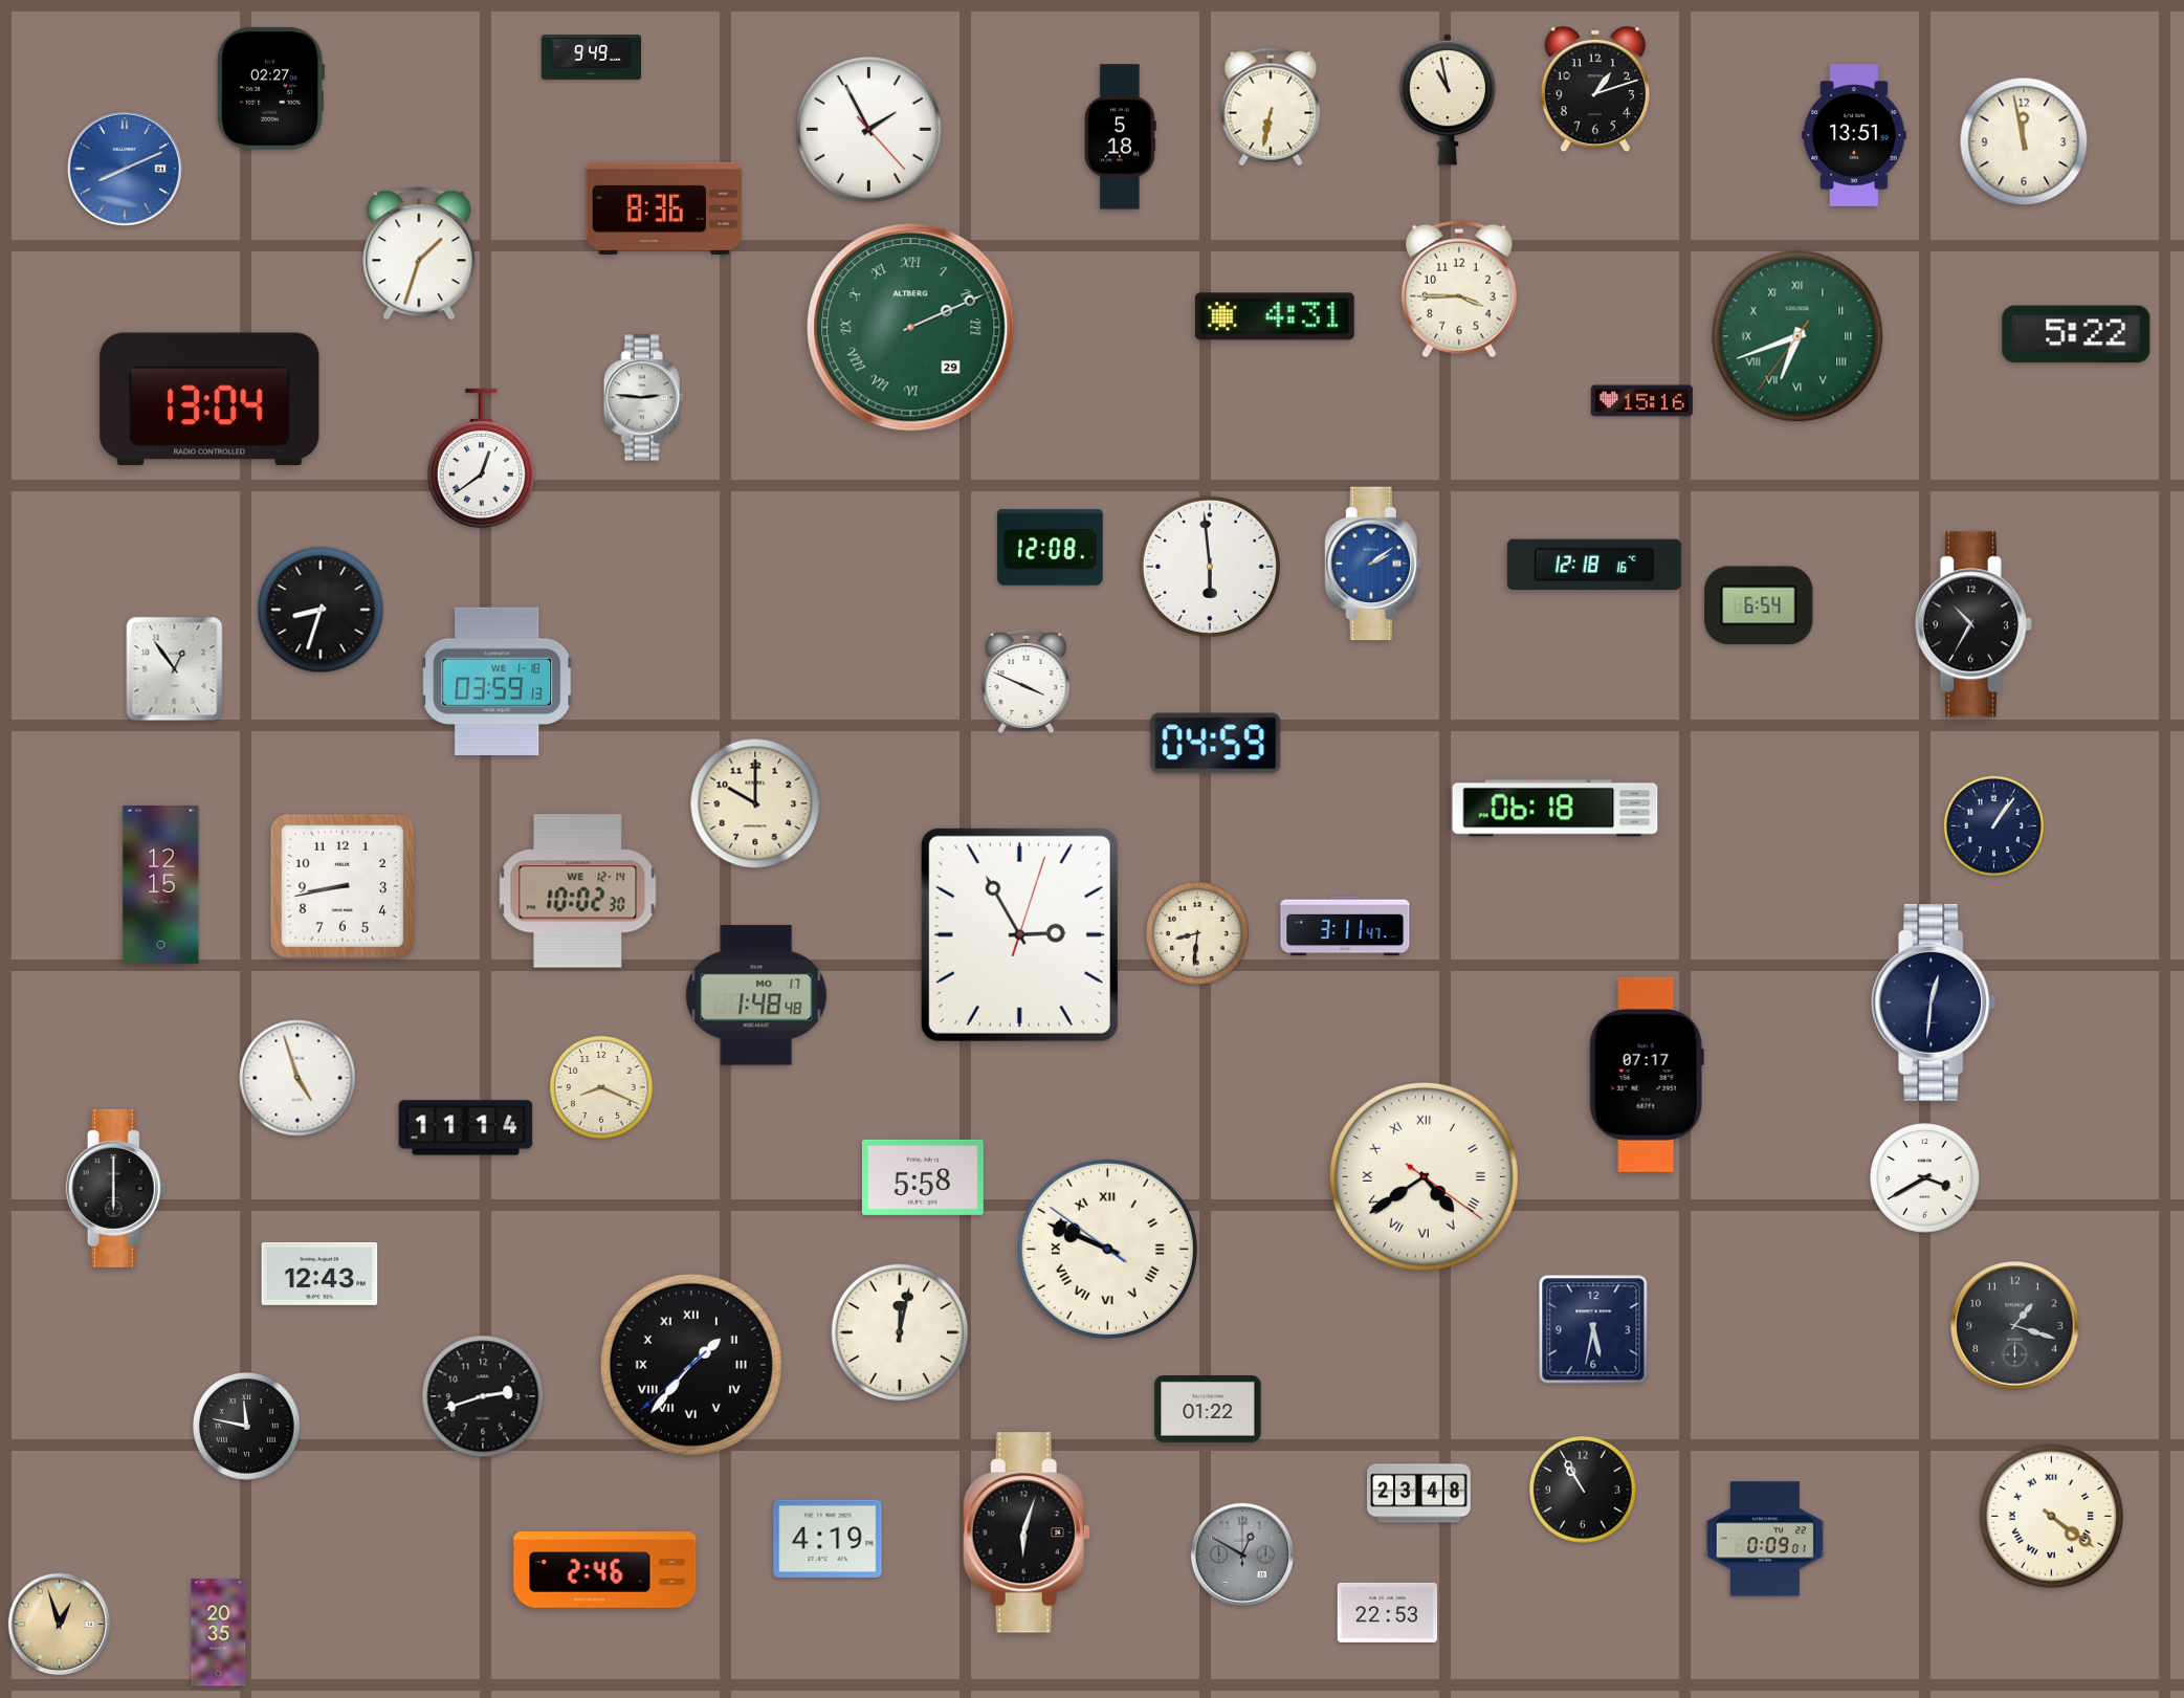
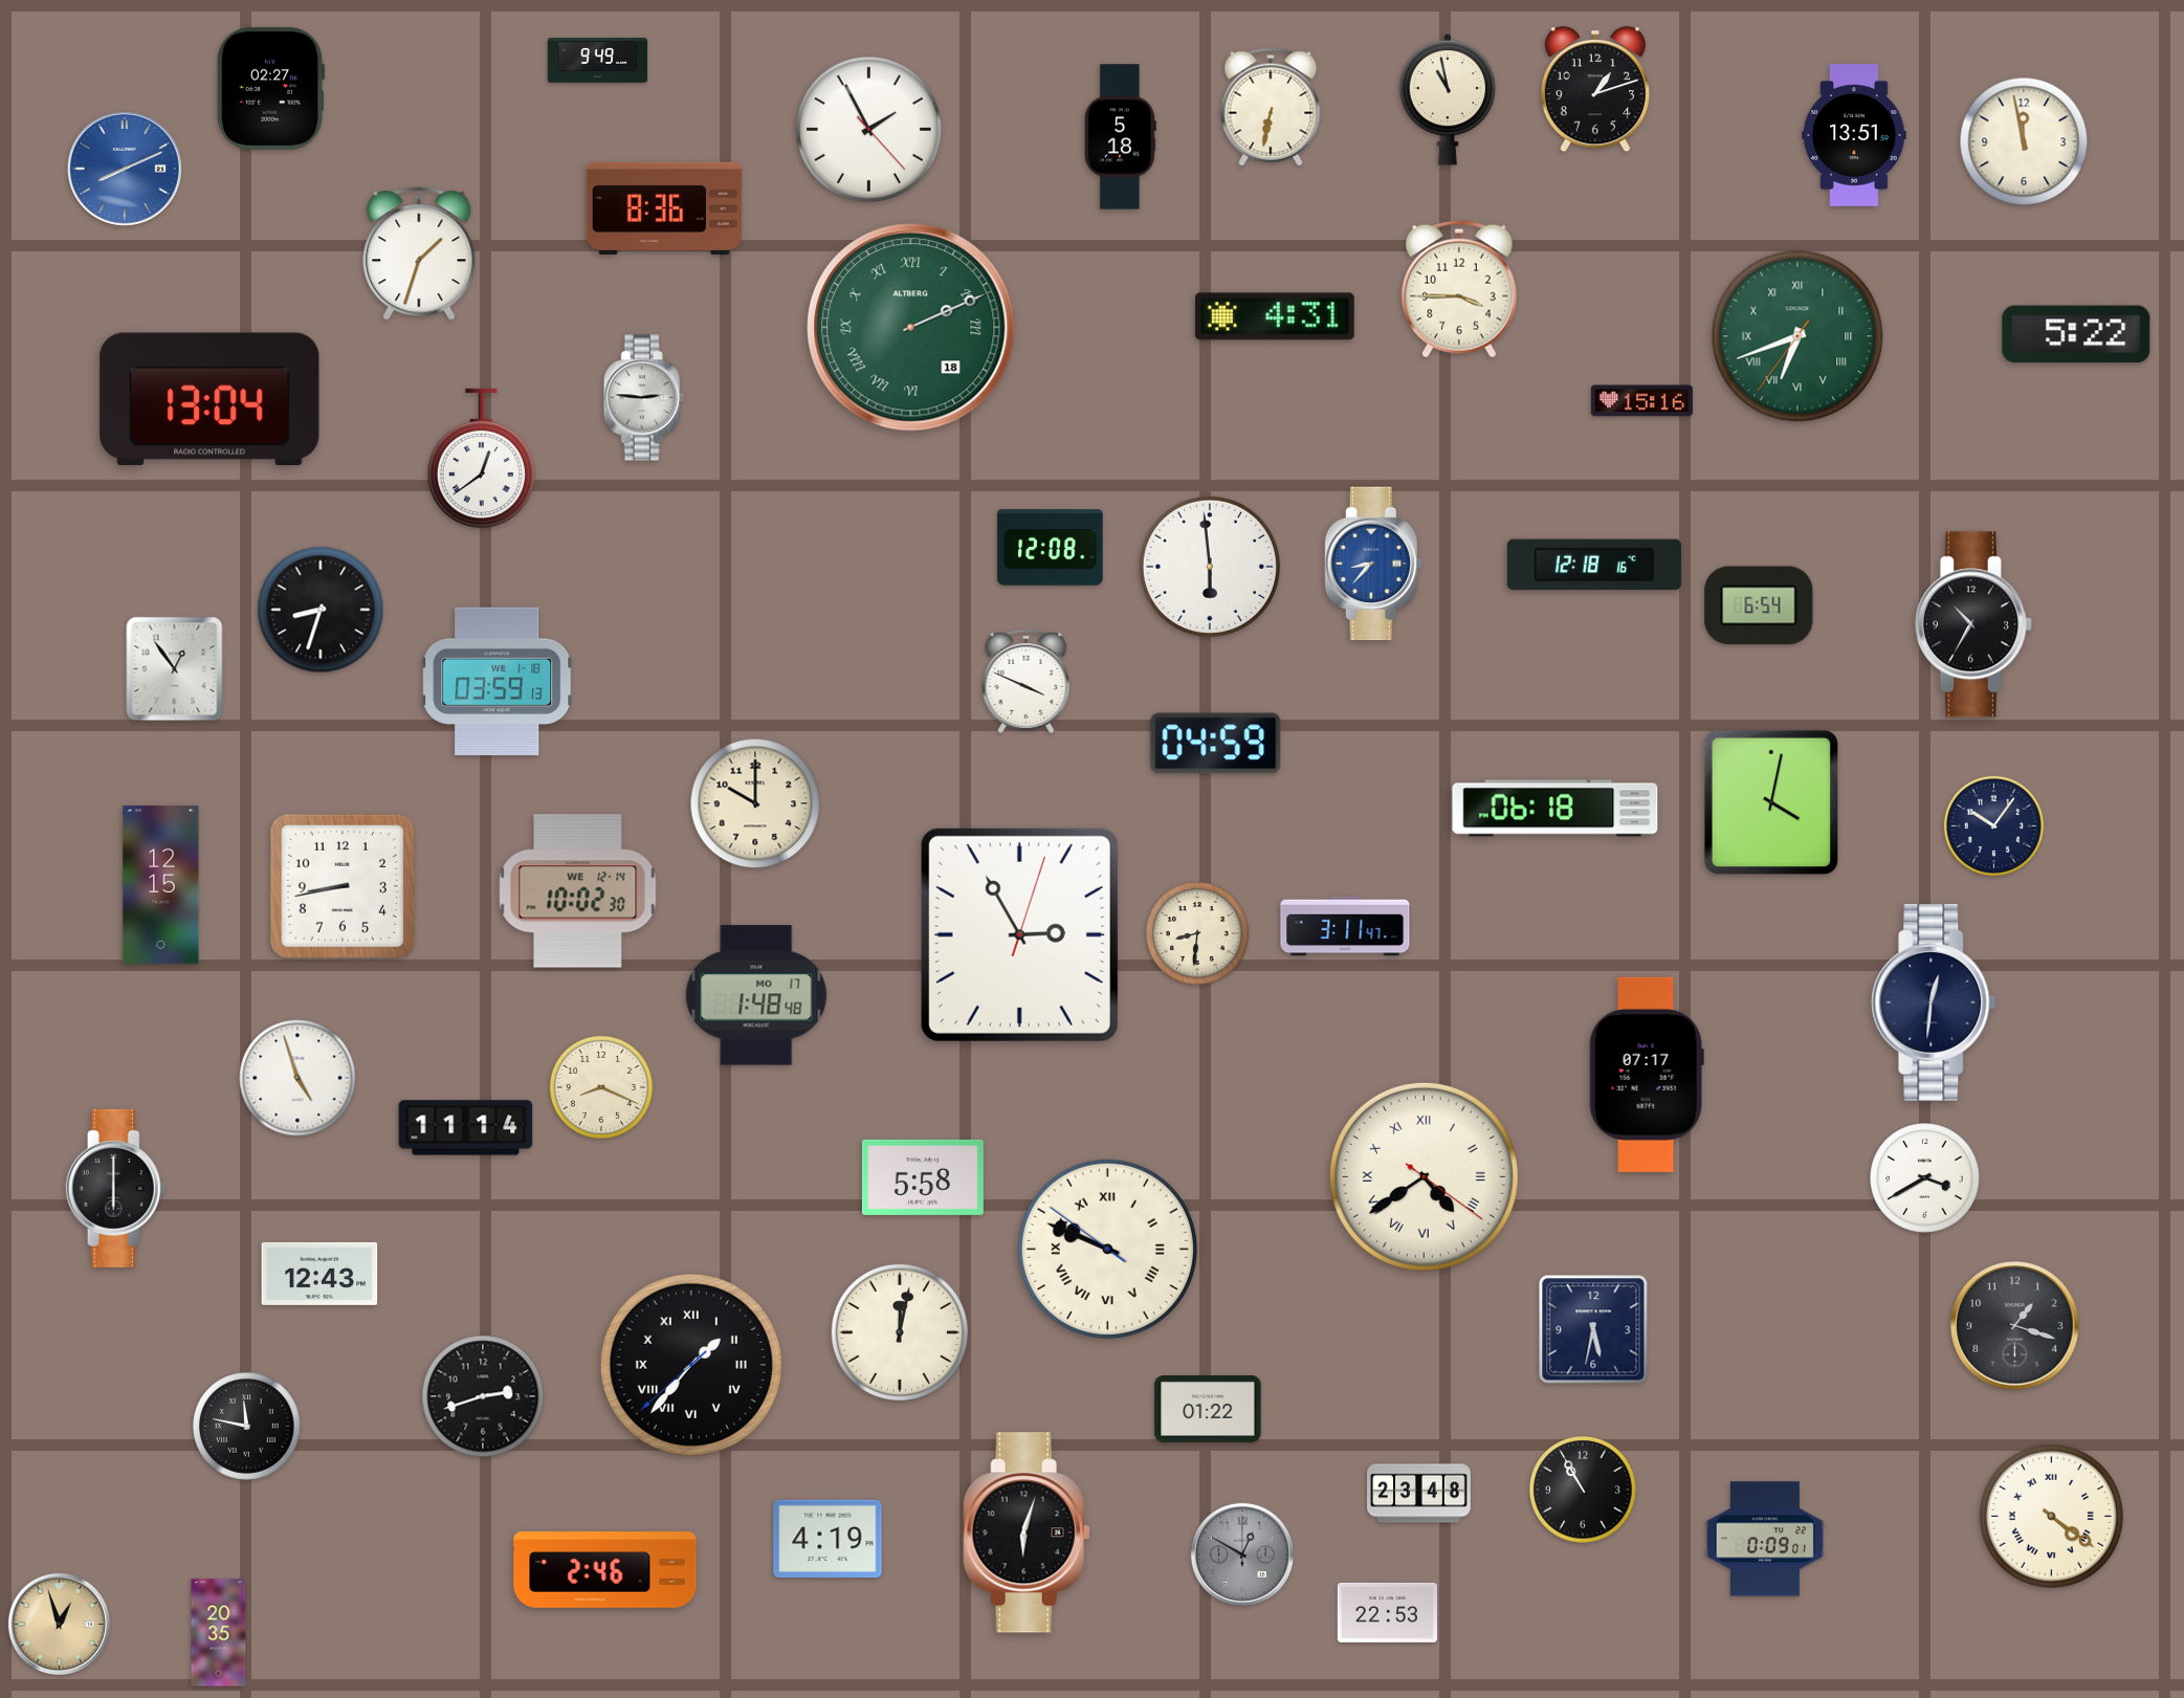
clock at (592, 58) position: (592, 58) -> (598, 61)
clock at (911, 328) date: 29 -> 18
clock at (1372, 564): 2:09 -> 8:37
clock at (1770, 801): none -> 4:02
clock at (1993, 825): 1:06 -> 10:06
